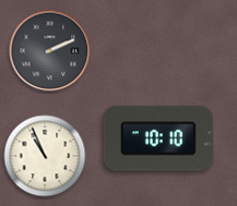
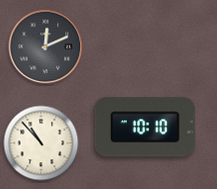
clock at (50, 51): 2:11 -> 12:11
clock at (45, 156): 10:56 -> 10:53
